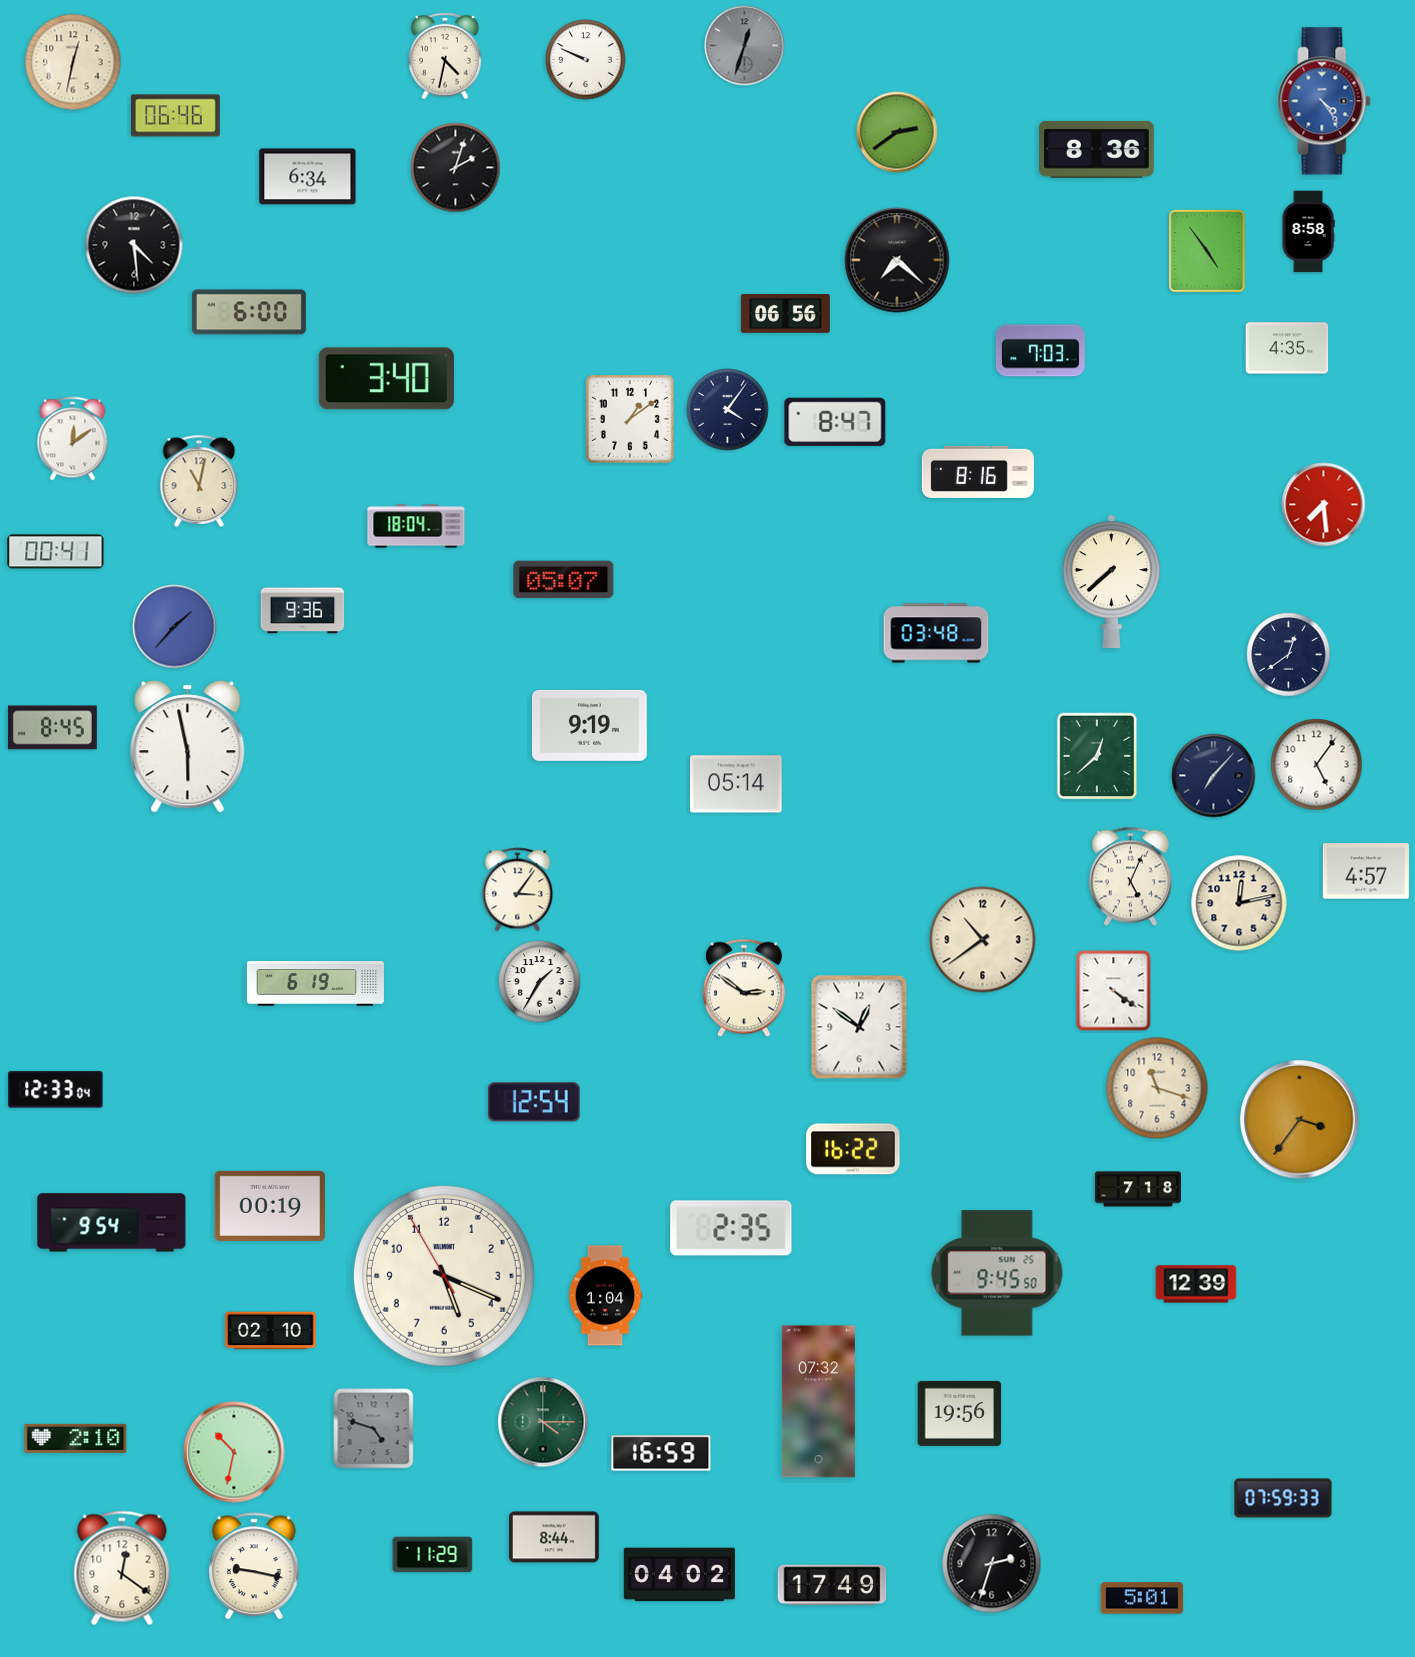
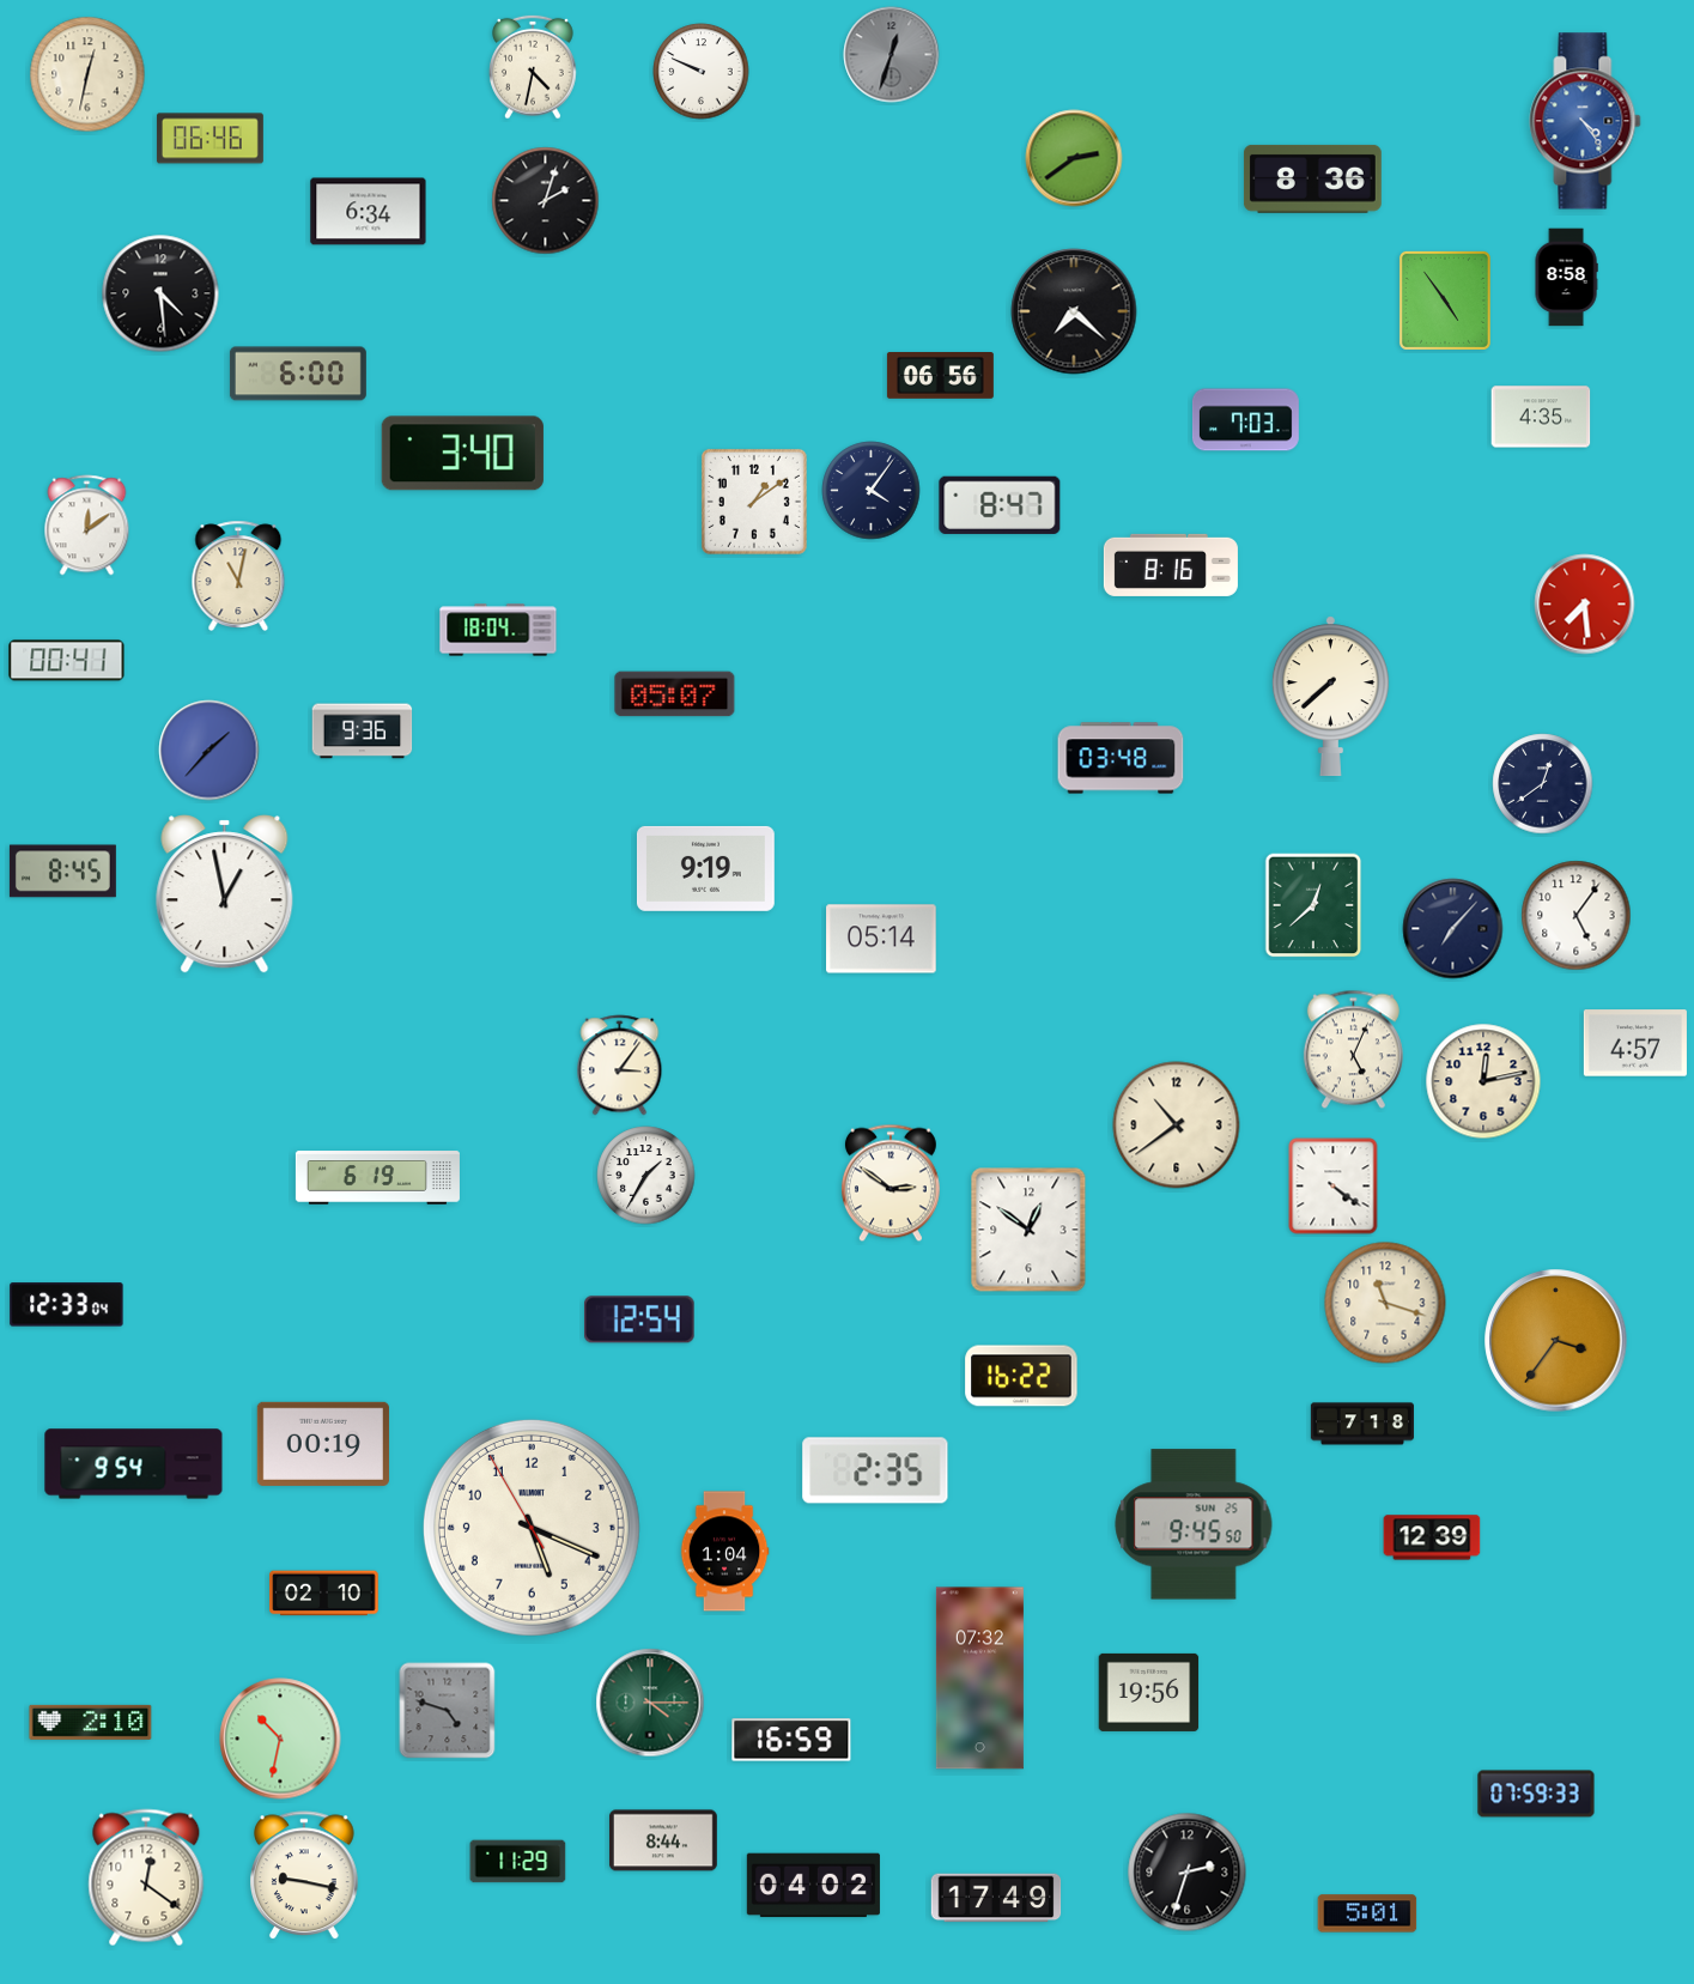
clock at (188, 747): 5:58 -> 12:58
